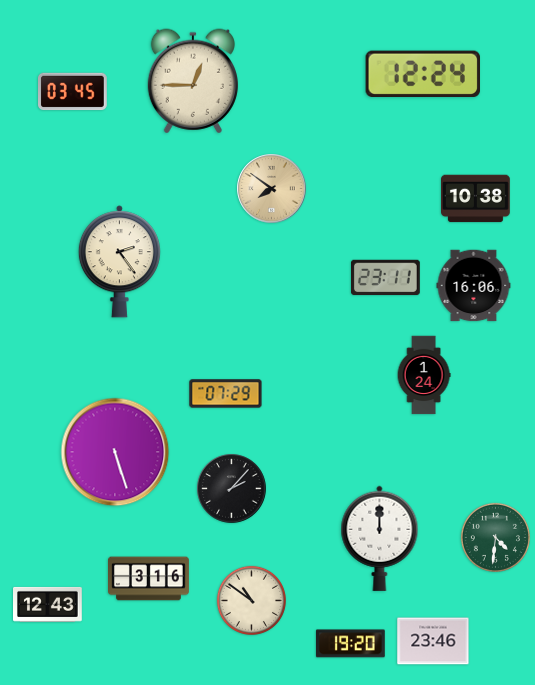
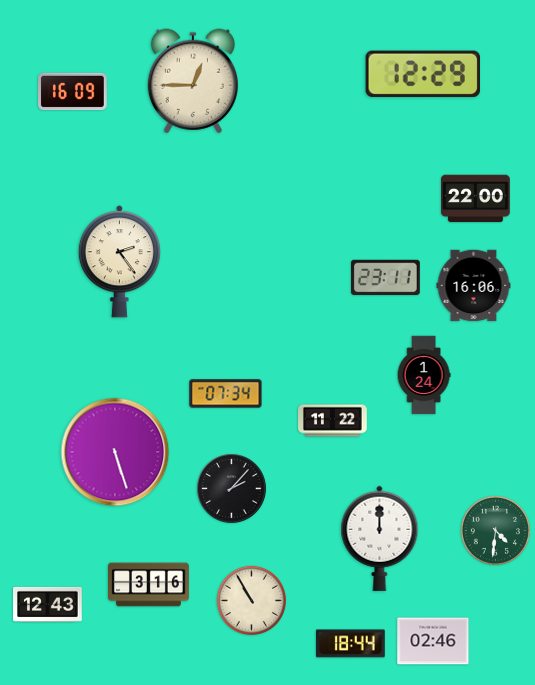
clock at (422, 73): 12:24 -> 12:29
clock at (73, 92): 03:45 -> 16:09
clock at (272, 189): 7:51 -> none
clock at (476, 199): 10:38 -> 22:00
clock at (226, 394): 07:29 -> 07:34
clock at (333, 421): none -> 11:22
clock at (495, 537) position: (495, 537) -> (495, 530)
clock at (149, 579) position: (149, 579) -> (149, 585)
clock at (251, 600): 10:51 -> 10:55
clock at (433, 641): 23:46 -> 02:46
clock at (350, 644): 19:20 -> 18:44
